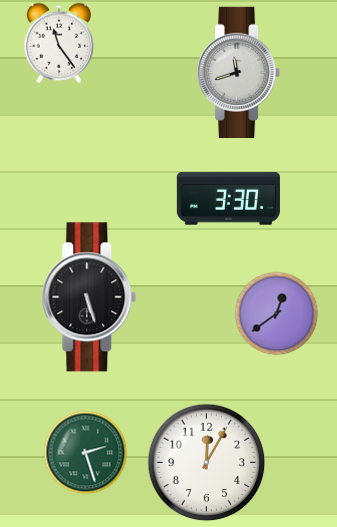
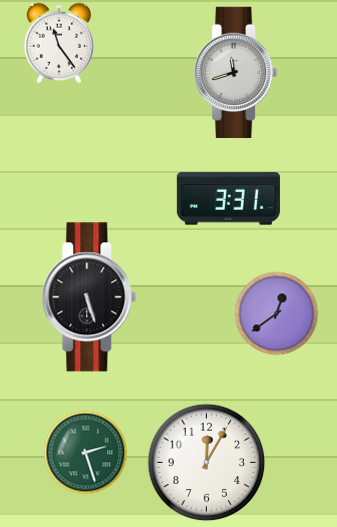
clock at (240, 72) position: (240, 72) -> (237, 72)
clock at (228, 199): 3:30 -> 3:31
